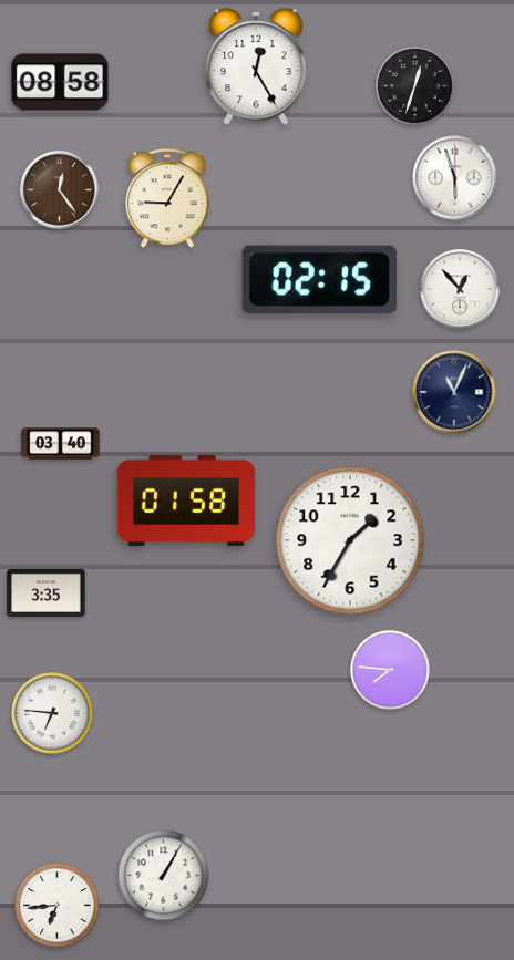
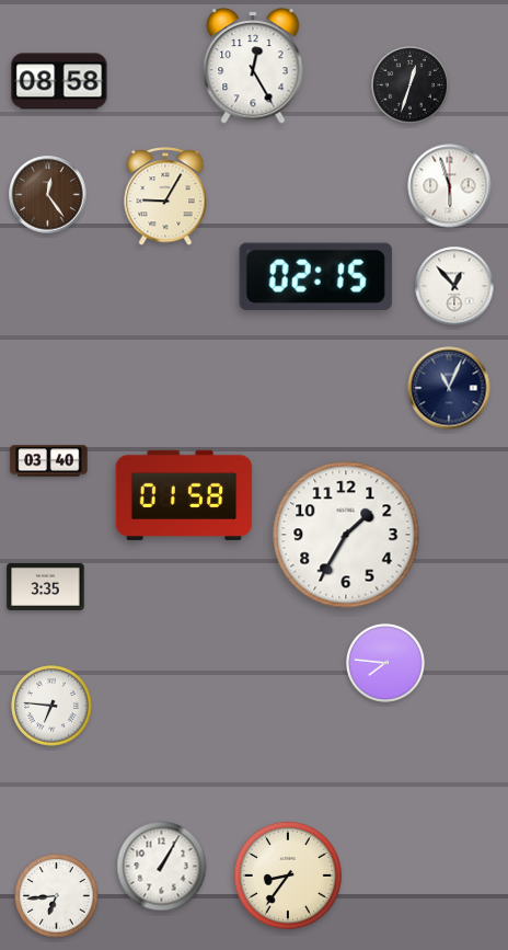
clock at (455, 178) position: (455, 178) -> (450, 186)
clock at (60, 190) position: (60, 190) -> (48, 195)
clock at (61, 444) position: (61, 444) -> (49, 461)
clock at (288, 875): none -> 8:36
